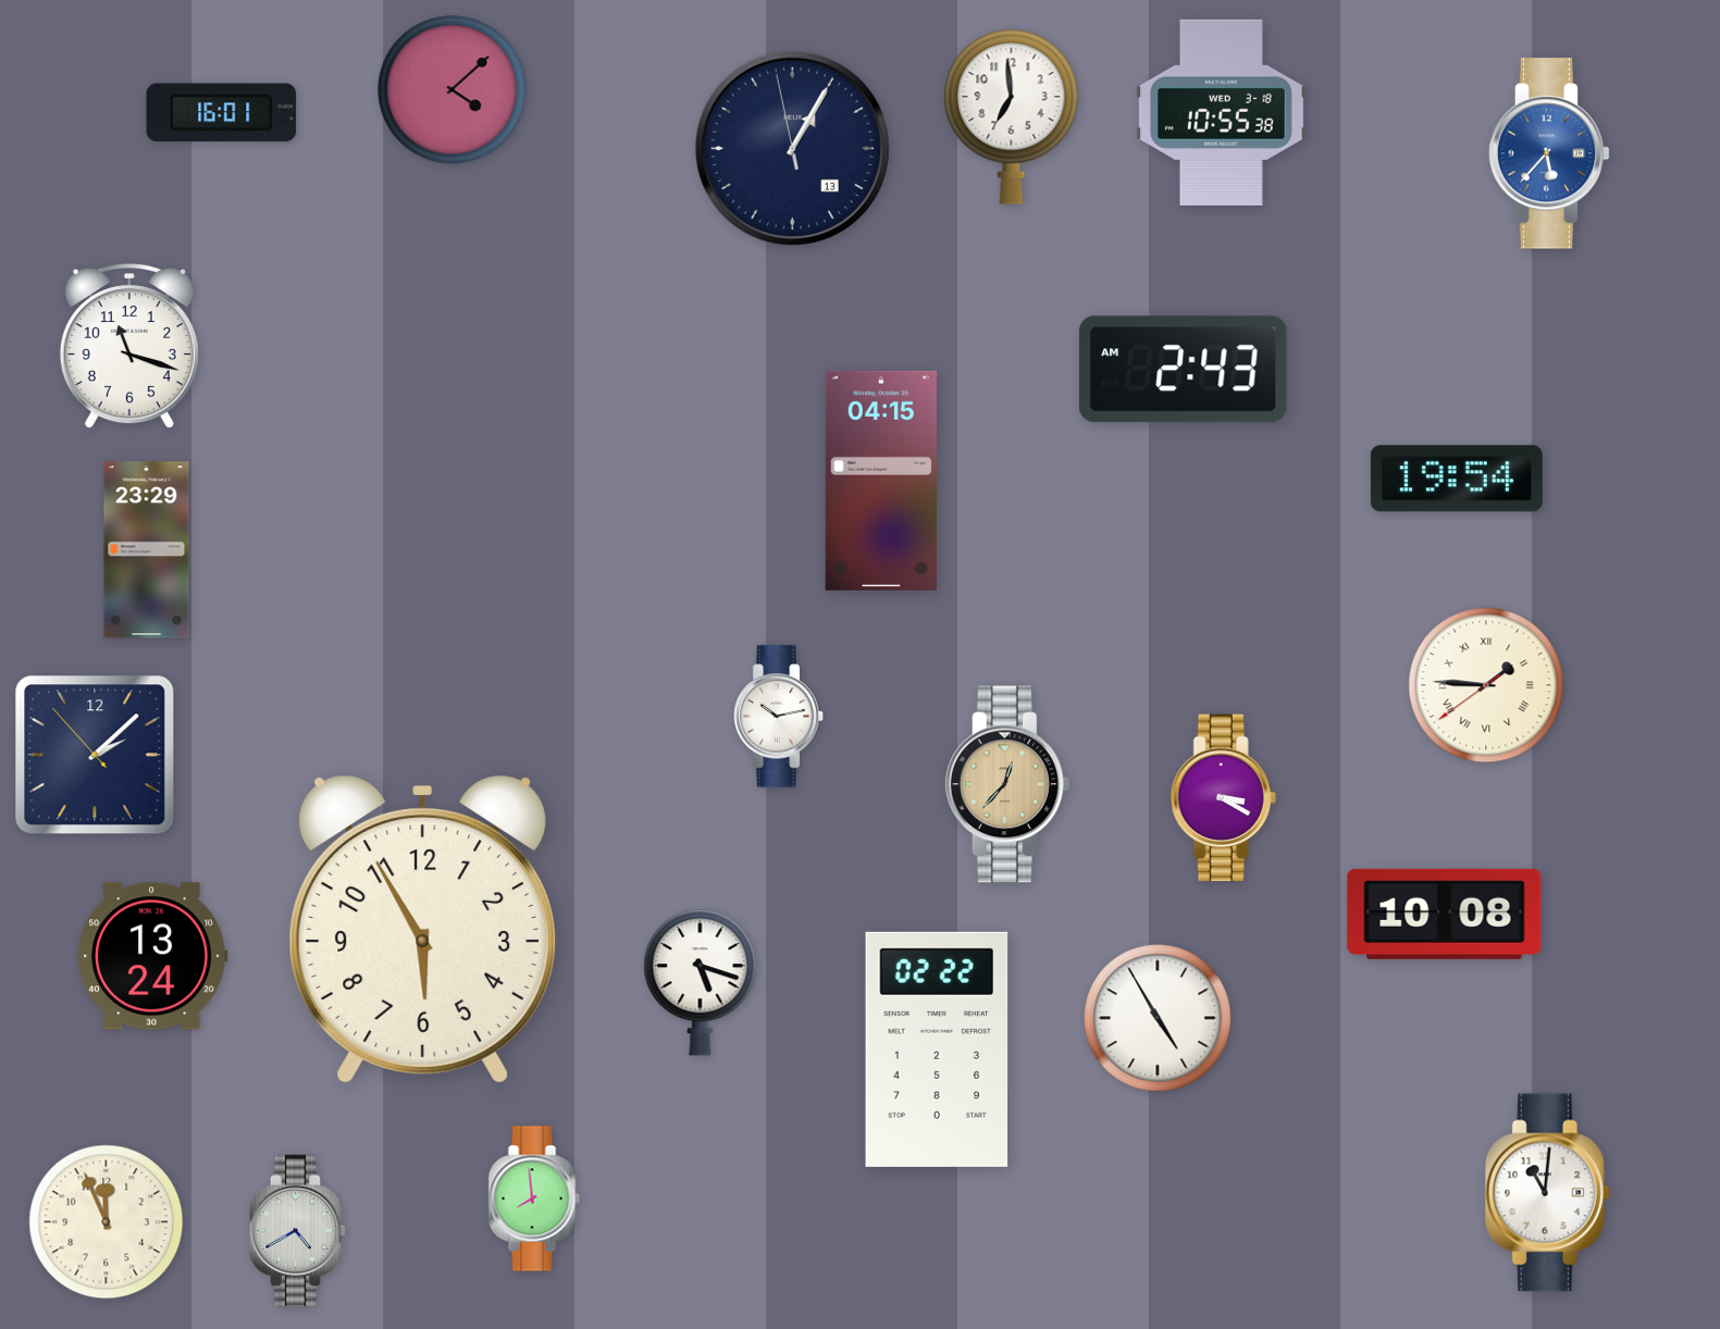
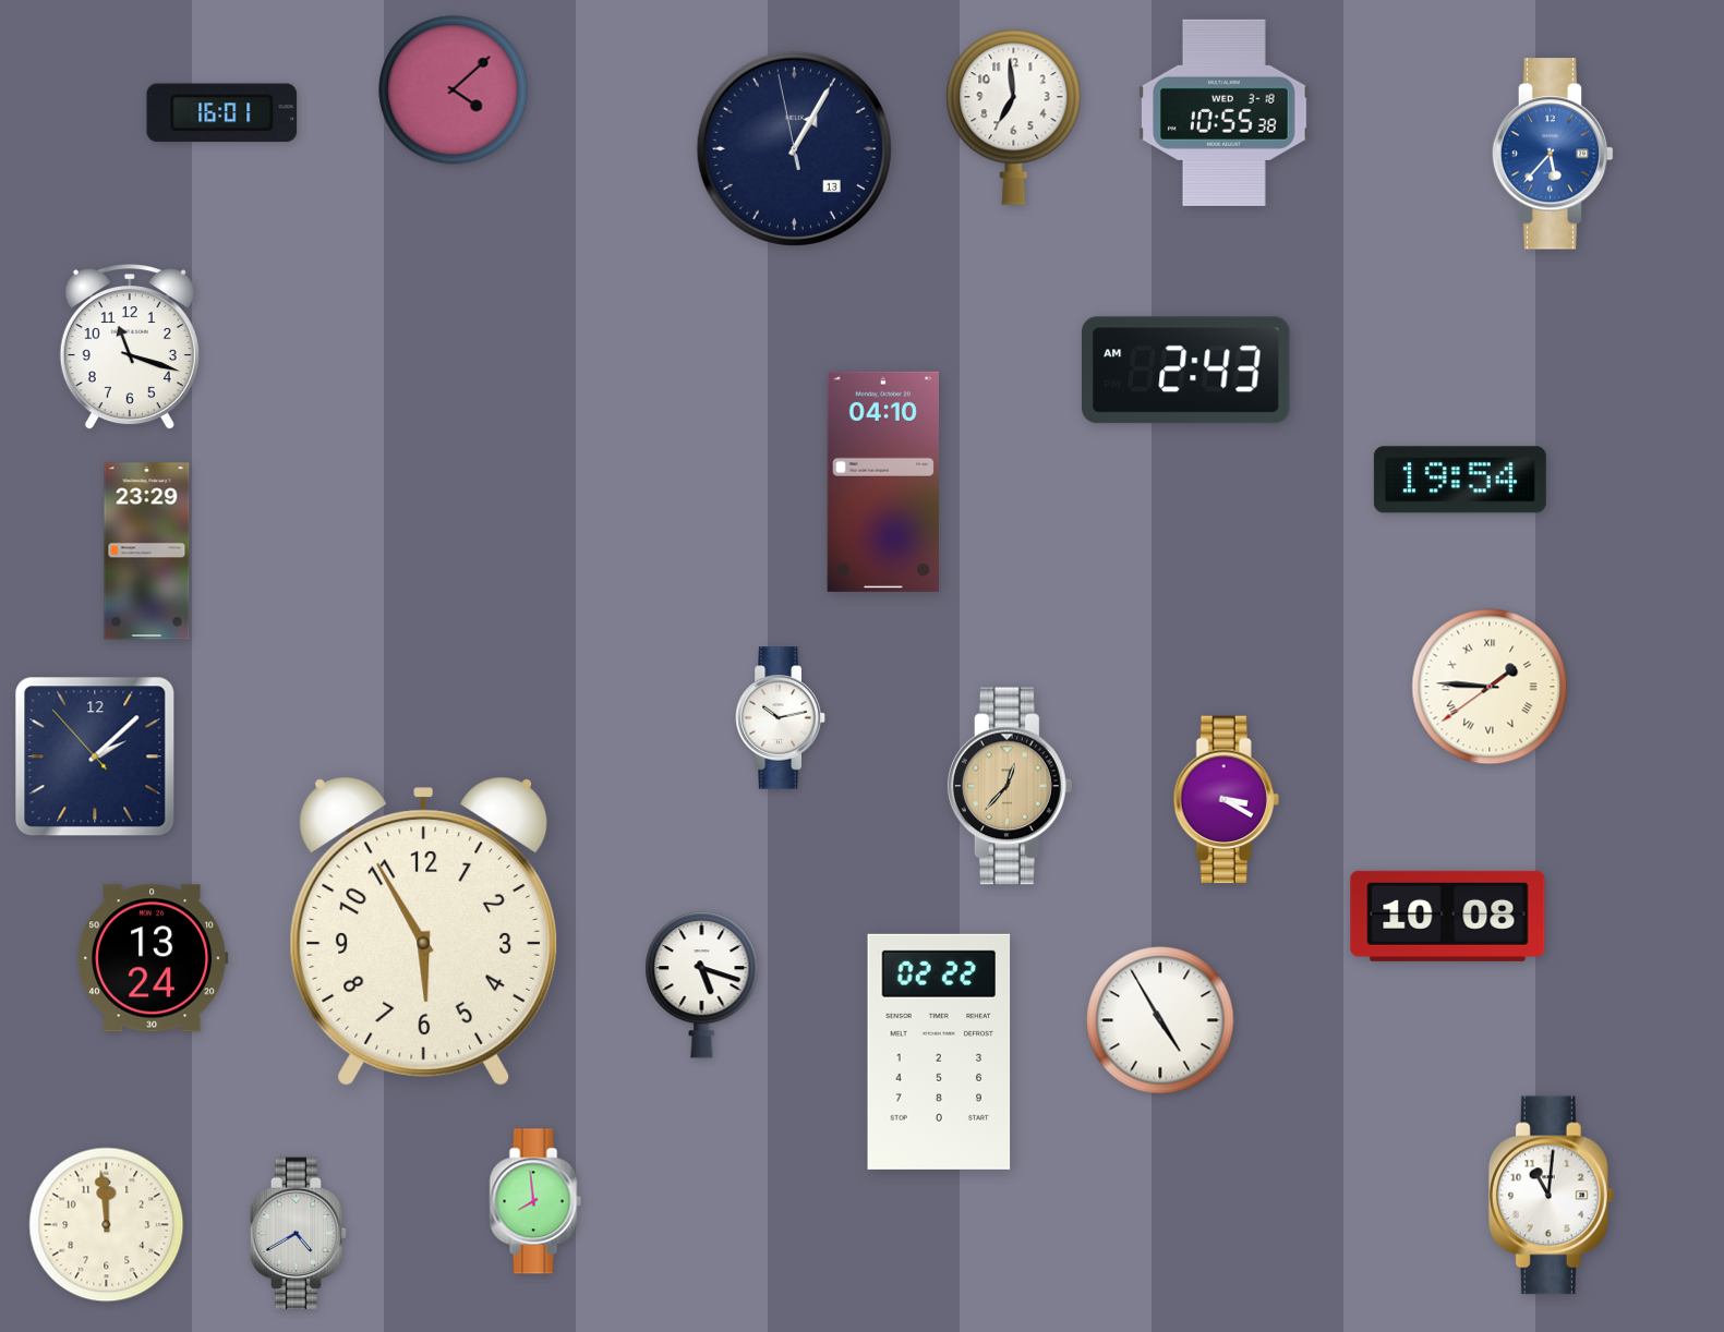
clock at (880, 481): 04:15 -> 04:10
clock at (107, 1222): 11:56 -> 11:59
